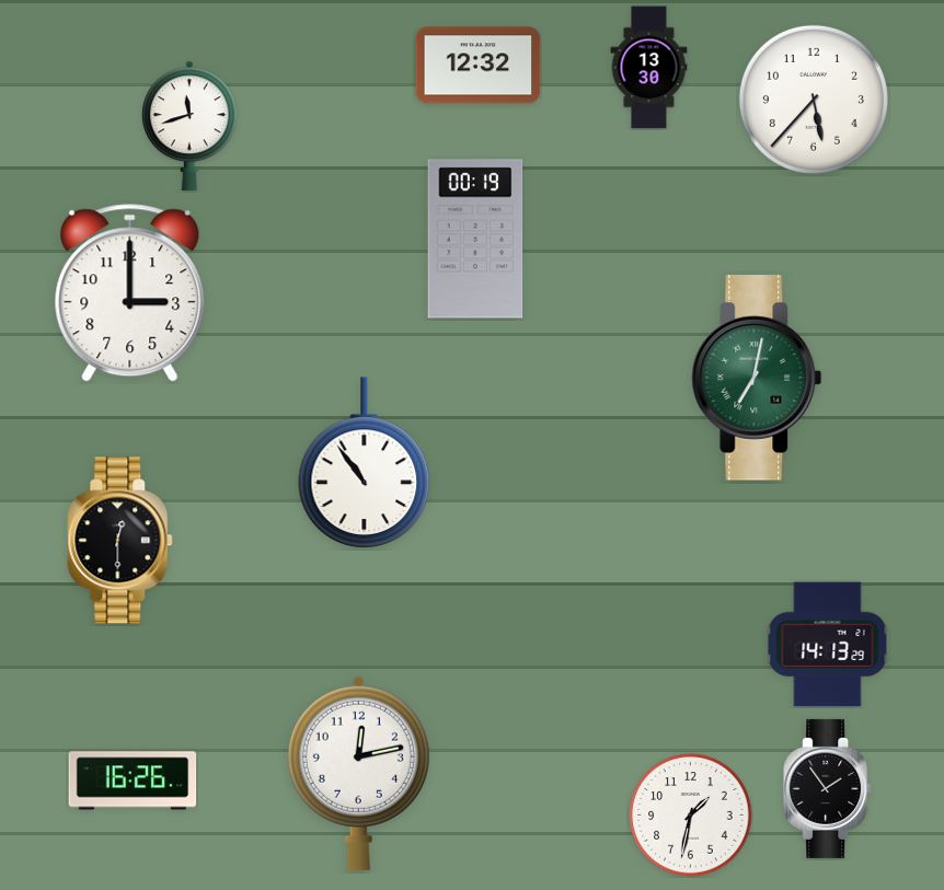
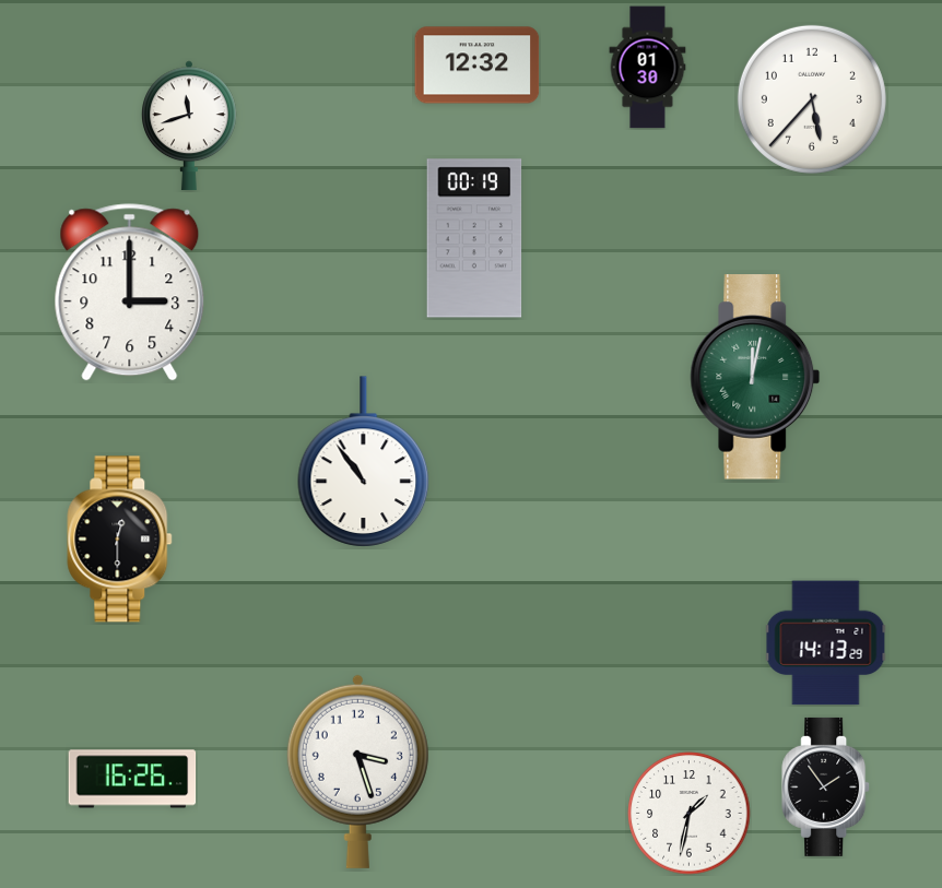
clock at (649, 68): 13:30 -> 01:30
clock at (757, 378): 7:02 -> 12:02
clock at (358, 773): 12:13 -> 3:27
